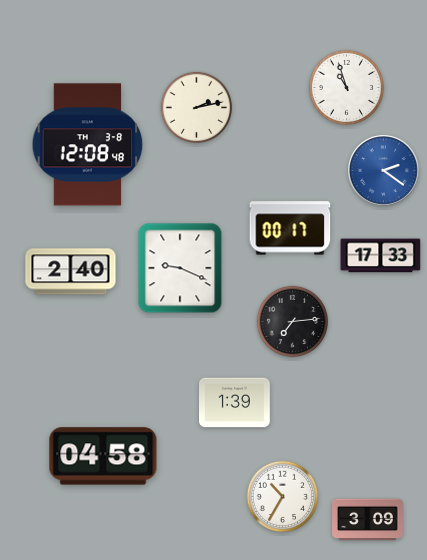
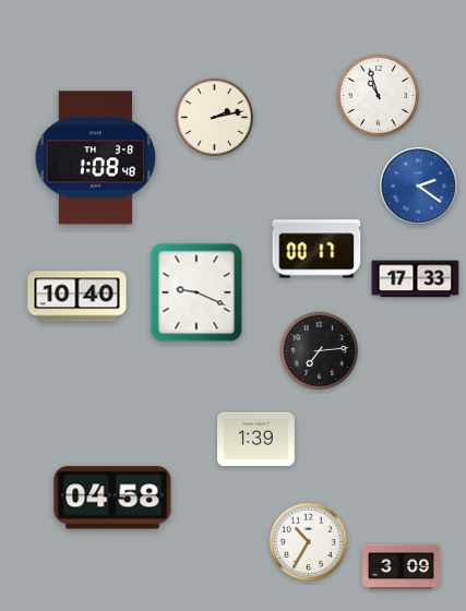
clock at (88, 145): 12:08 -> 1:08
clock at (71, 272): 2:40 -> 10:40
